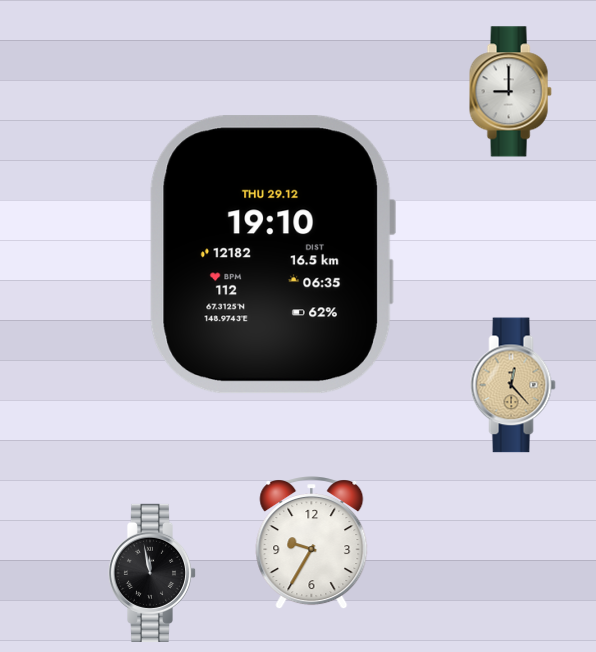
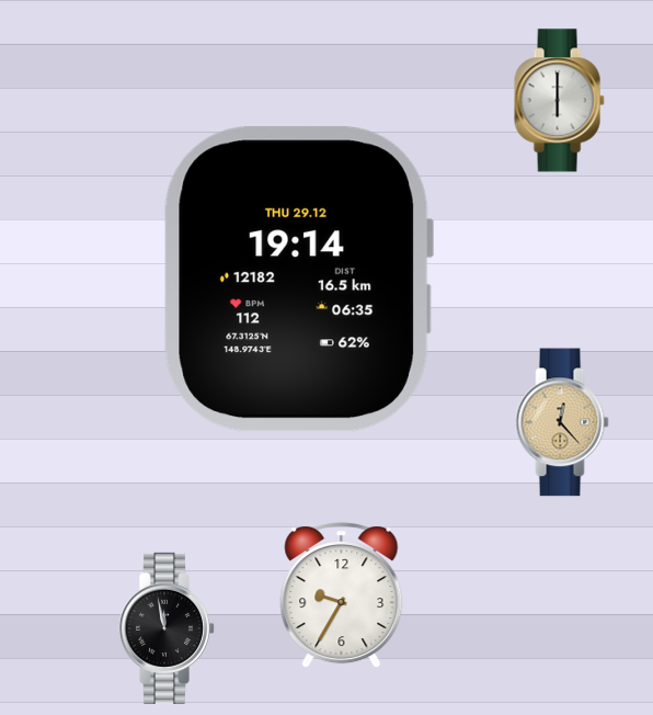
clock at (510, 92): 9:00 -> 6:00
clock at (272, 255): 19:10 -> 19:14
